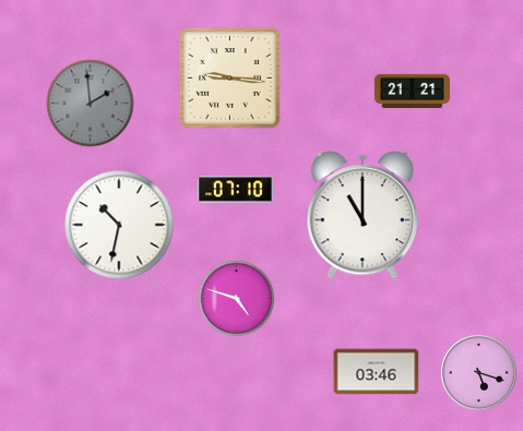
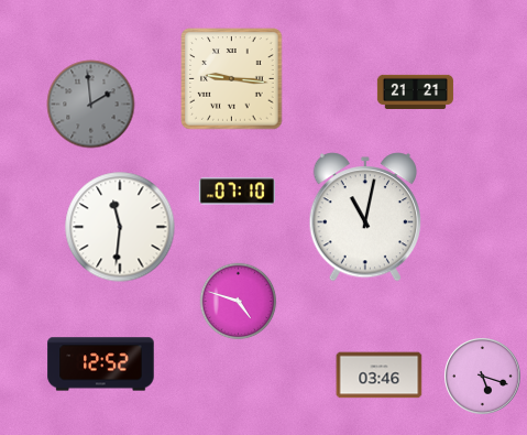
clock at (362, 215): 11:00 -> 11:02
clock at (119, 225): 10:32 -> 11:31
clock at (101, 365): none -> 12:52
